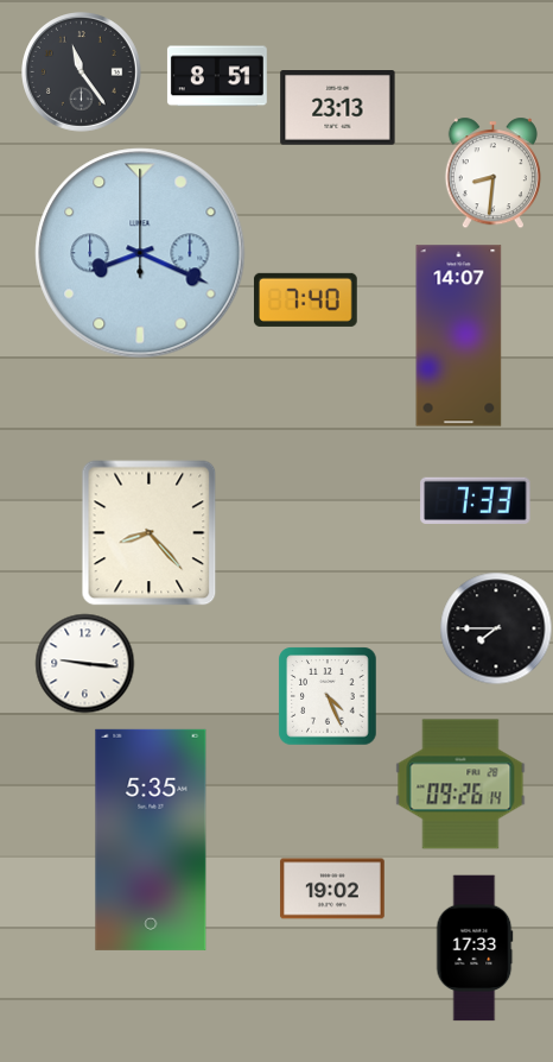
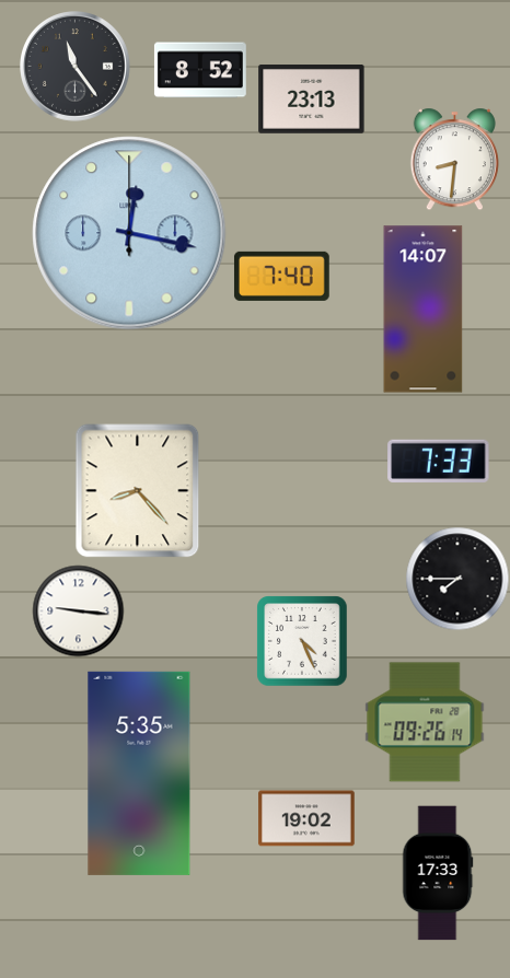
clock at (217, 76): 8:51 -> 8:52
clock at (140, 253): 8:19 -> 12:17
